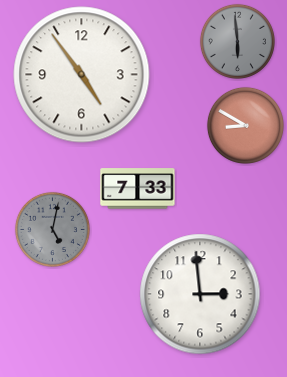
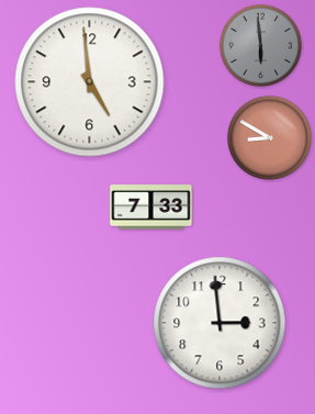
clock at (82, 75): 4:54 -> 4:59
clock at (52, 229): 5:02 -> none
